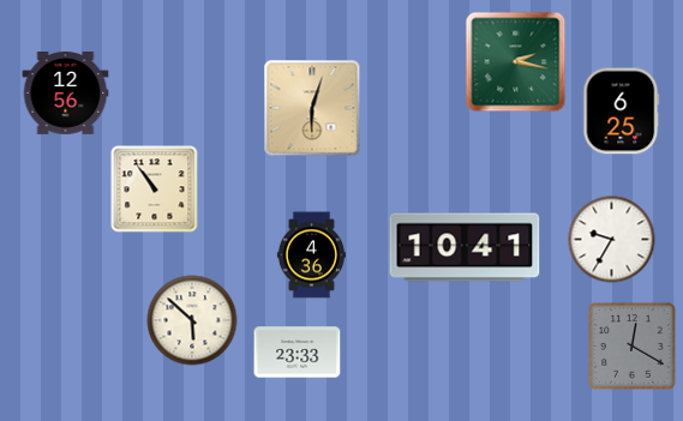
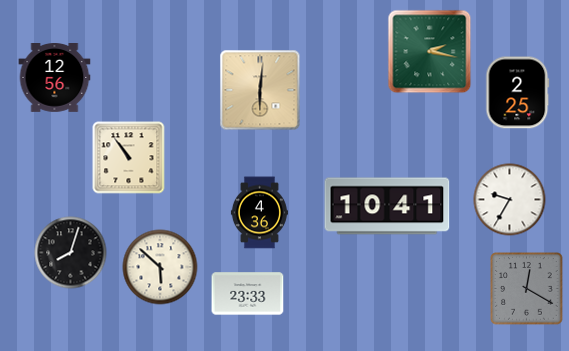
clock at (312, 108): 6:03 -> 6:01
clock at (622, 112): 6:25 -> 2:25
clock at (71, 253): none -> 8:03
